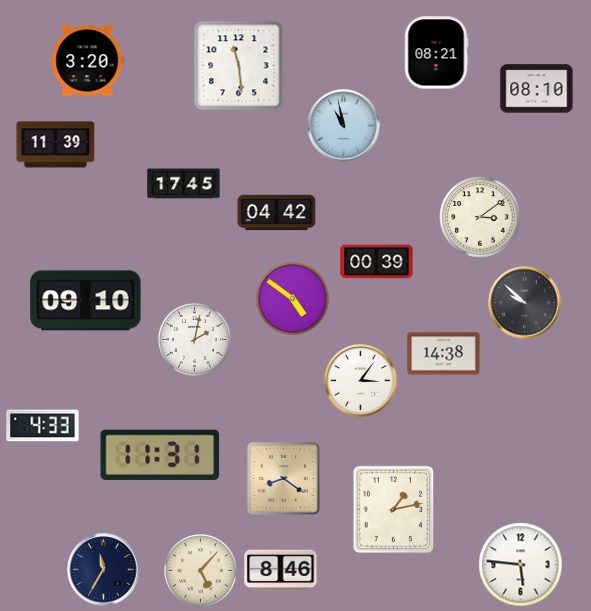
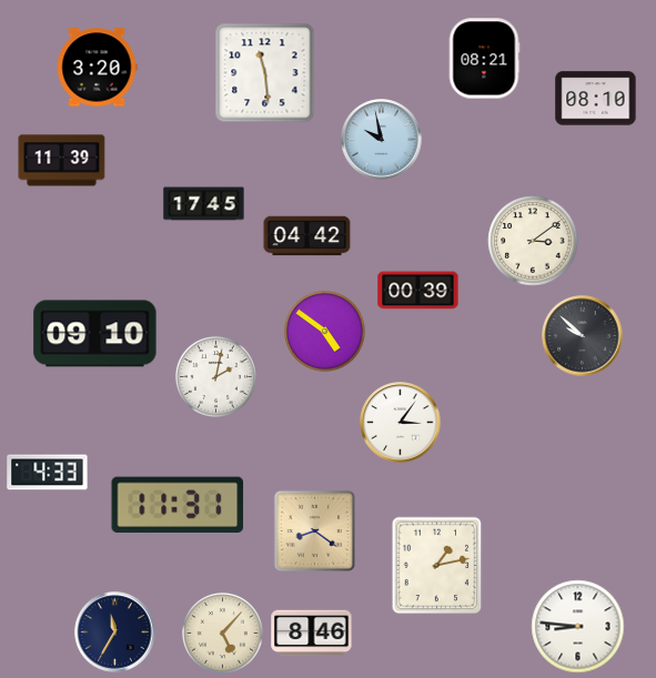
clock at (344, 126): 10:58 -> 9:58
clock at (444, 354): 14:38 -> none
clock at (521, 565): 5:46 -> 8:46
